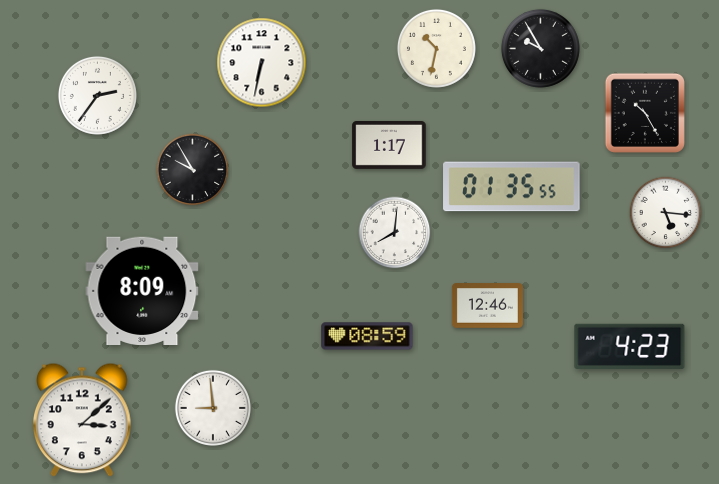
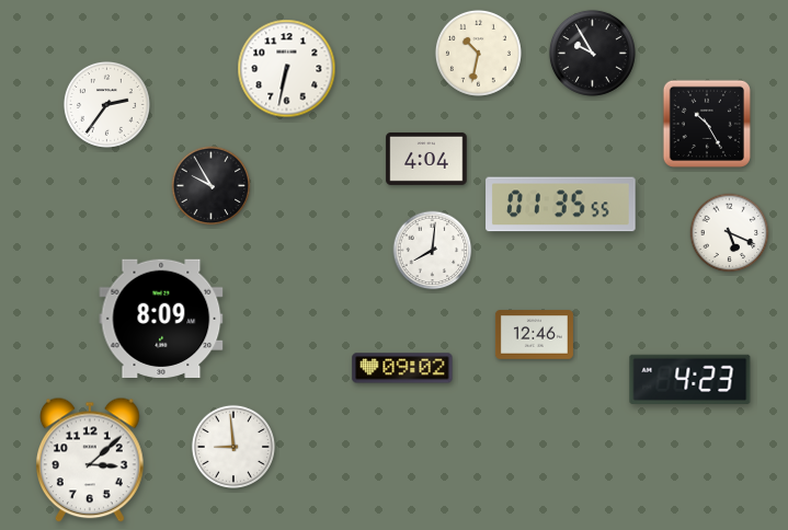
clock at (389, 145): 1:17 -> 4:04
clock at (666, 213): 5:16 -> 5:19
clock at (395, 233) position: (395, 233) -> (433, 251)
clock at (142, 290) position: (142, 290) -> (161, 318)
clock at (367, 336): 08:59 -> 09:02
